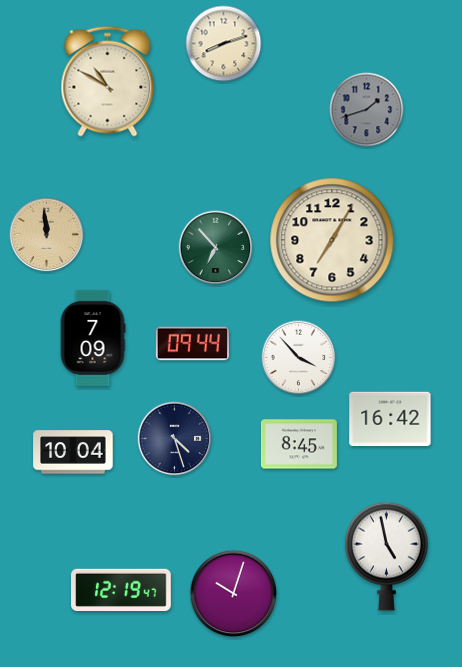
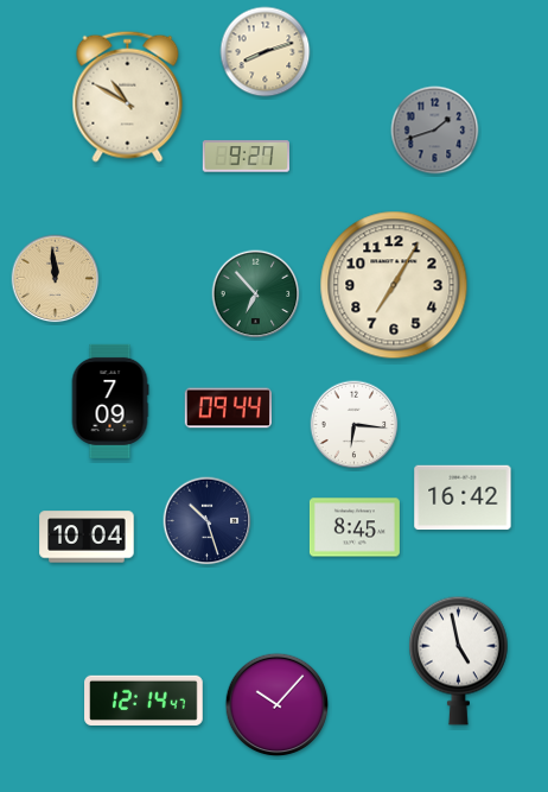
clock at (246, 157): none -> 9:27
clock at (299, 358): 3:53 -> 6:16
clock at (175, 439): 4:27 -> 10:27
clock at (121, 590): 12:19 -> 12:14
clock at (234, 594): 10:03 -> 10:07
